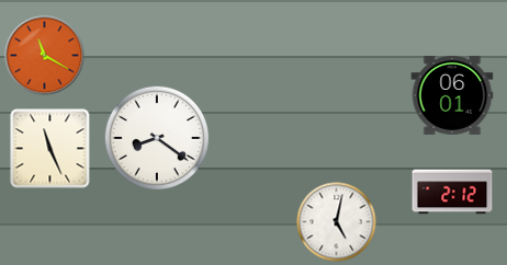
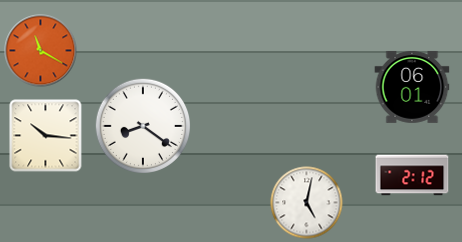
clock at (50, 149): 11:26 -> 10:16
